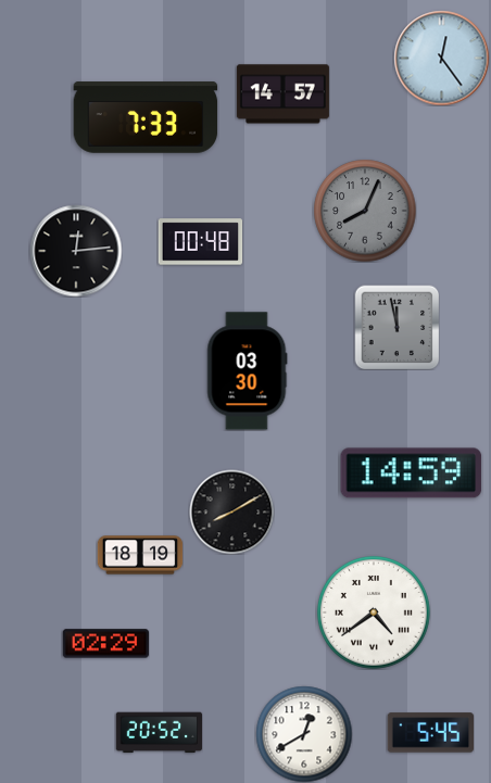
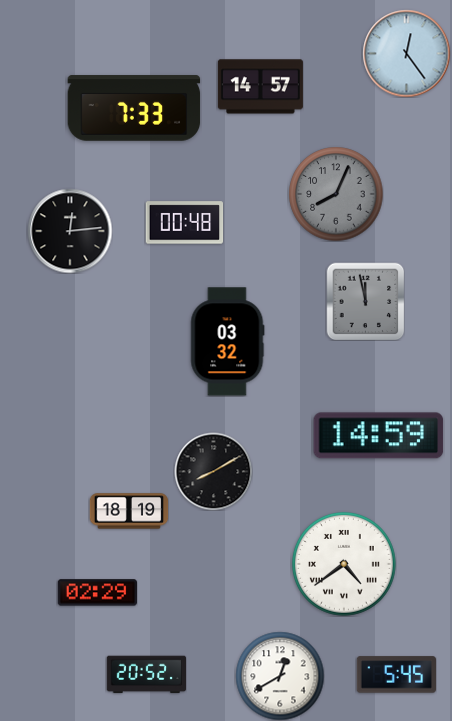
clock at (248, 371): 03:30 -> 03:32
